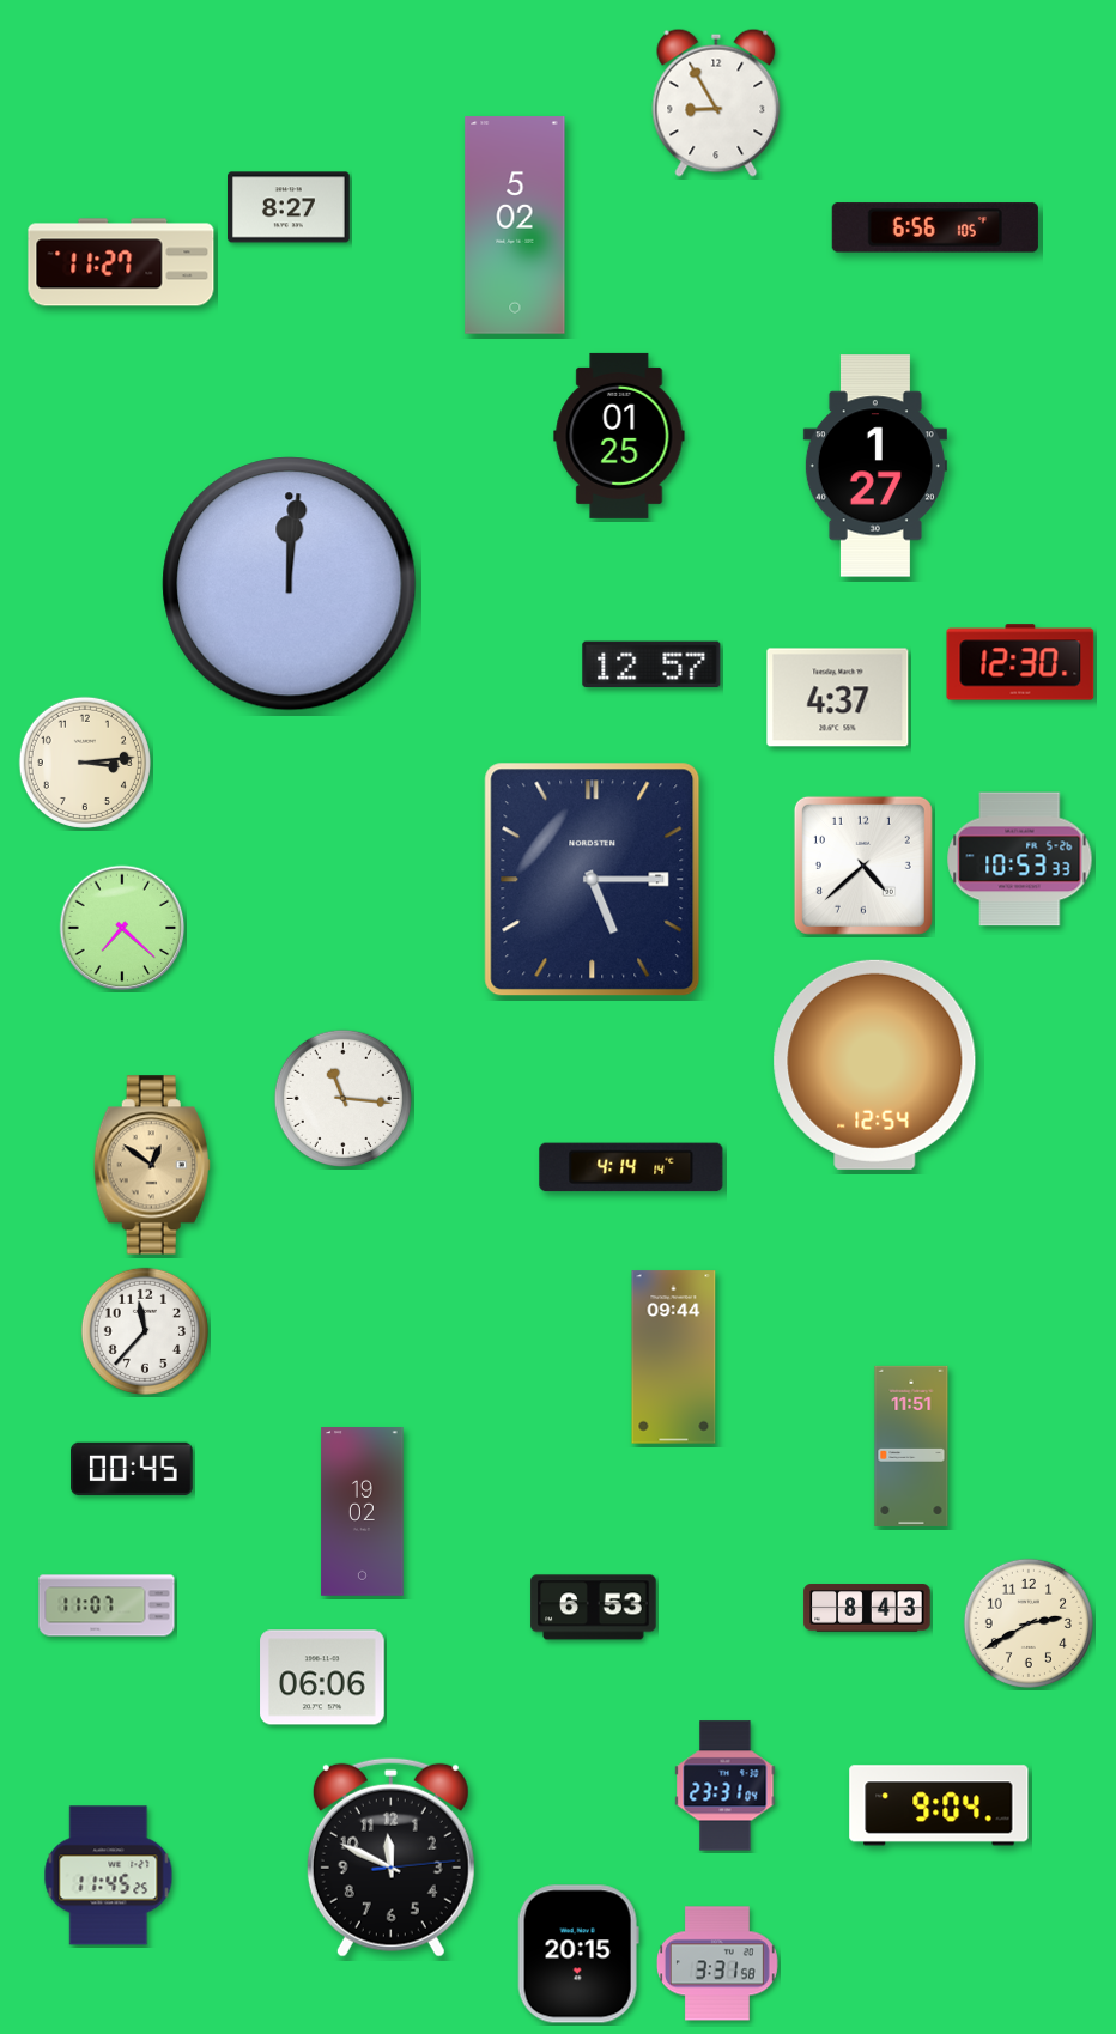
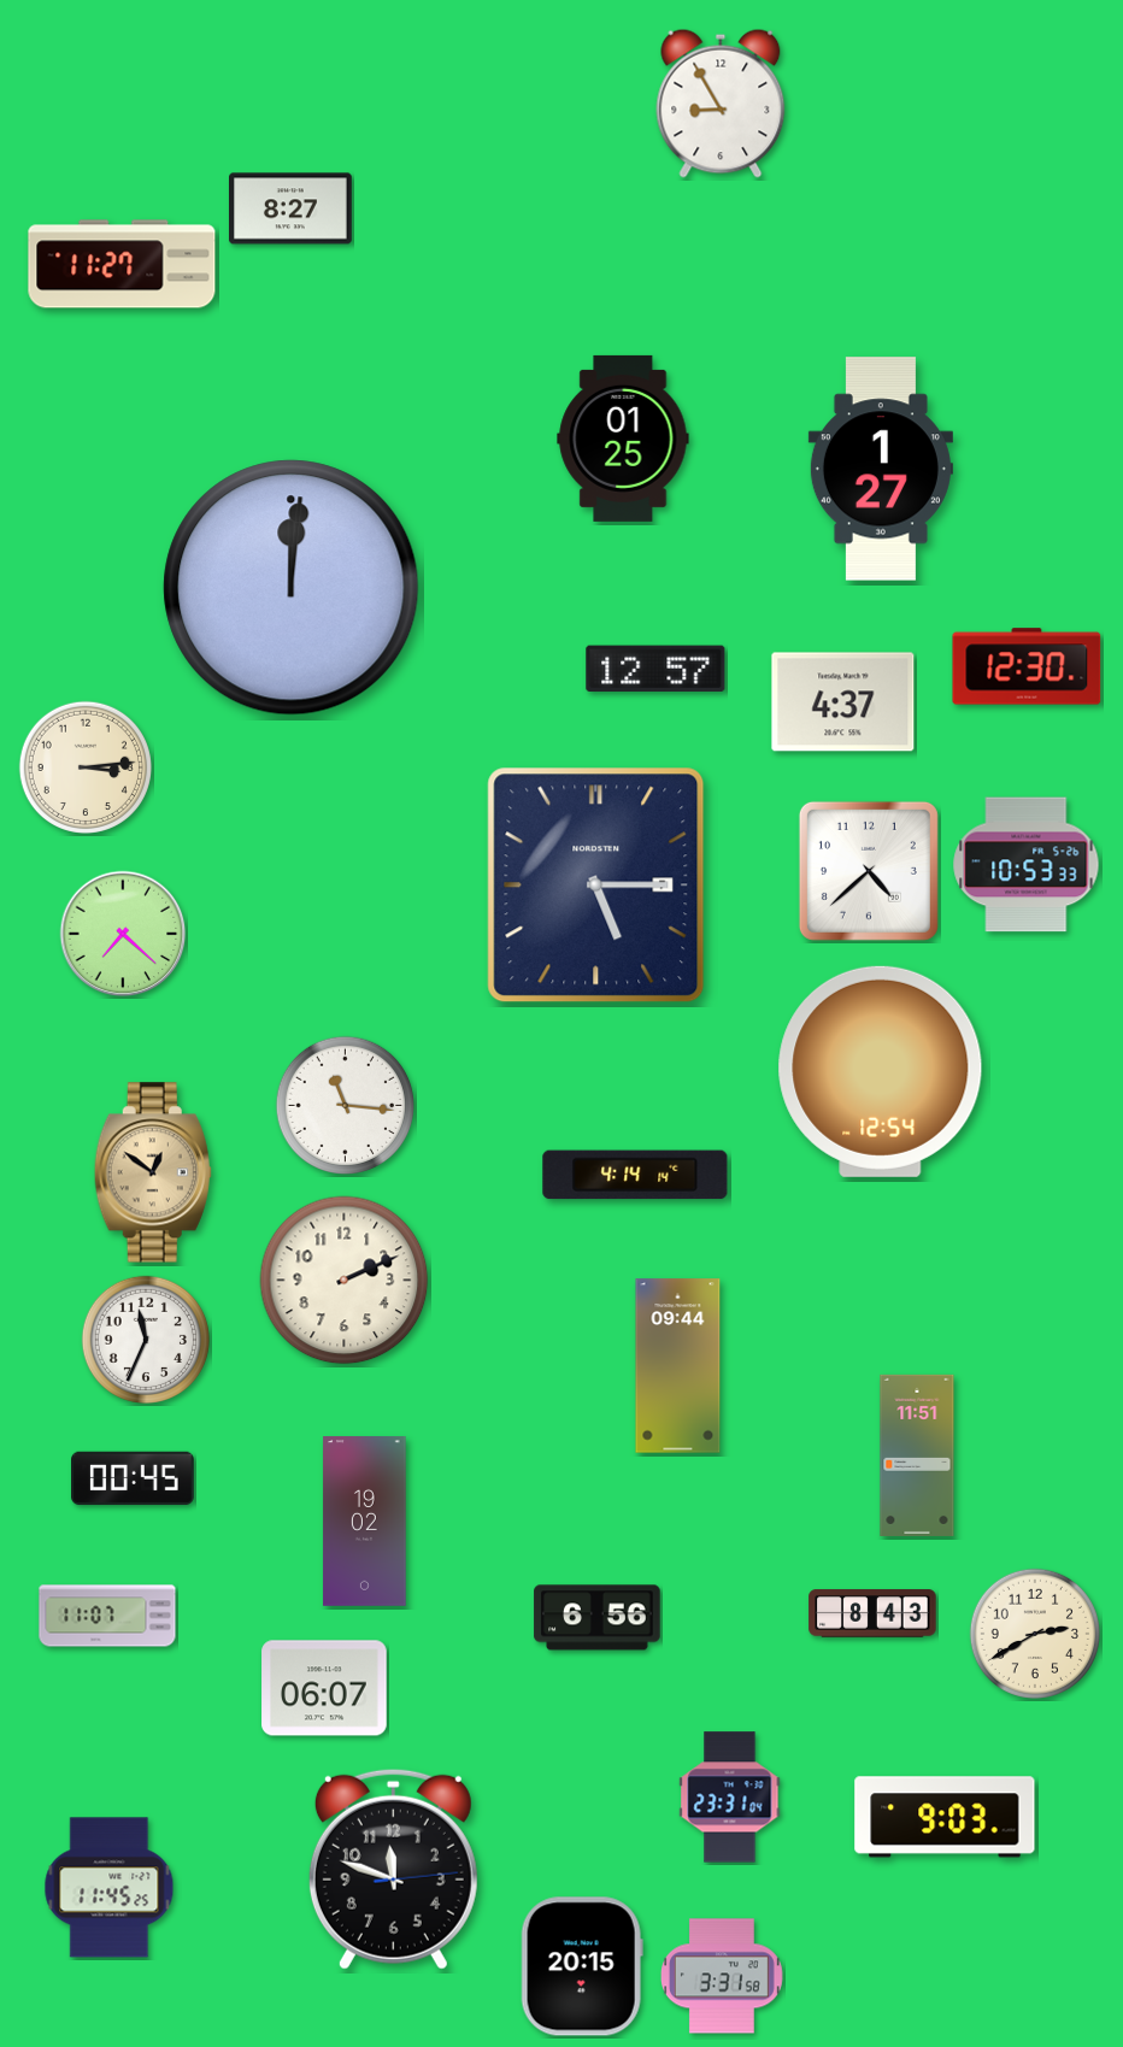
clock at (515, 225): 5:02 -> none
clock at (935, 227): 6:56 -> none
clock at (345, 1281): none -> 2:11
clock at (145, 1331): 11:37 -> 11:34
clock at (594, 1608): 6:53 -> 6:56
clock at (867, 1608) position: (867, 1608) -> (872, 1613)
clock at (322, 1677): 06:06 -> 06:07
clock at (939, 1805): 9:04 -> 9:03
clock at (390, 1857): 11:49 -> 11:48
